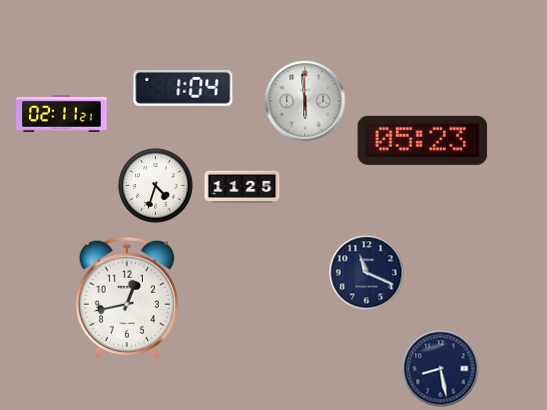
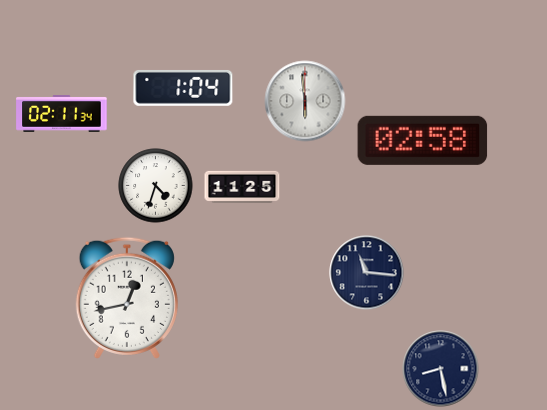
clock at (62, 114): 02:11:21 -> 02:11:34
clock at (423, 140): 05:23 -> 02:58
clock at (367, 273): 11:19 -> 11:16
